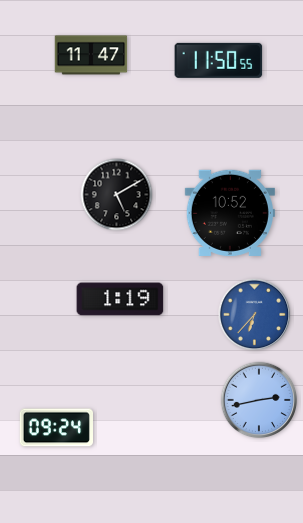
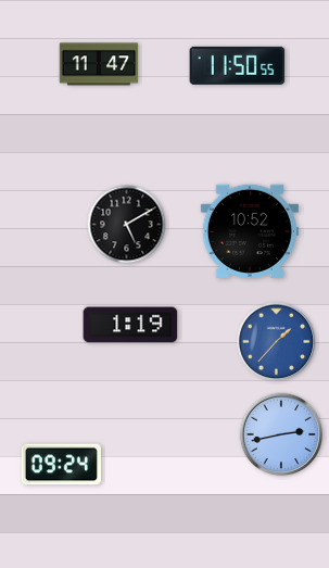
clock at (91, 55) position: (91, 55) -> (99, 64)
clock at (117, 195) position: (117, 195) -> (127, 225)
clock at (255, 315): 6:37 -> 1:37
